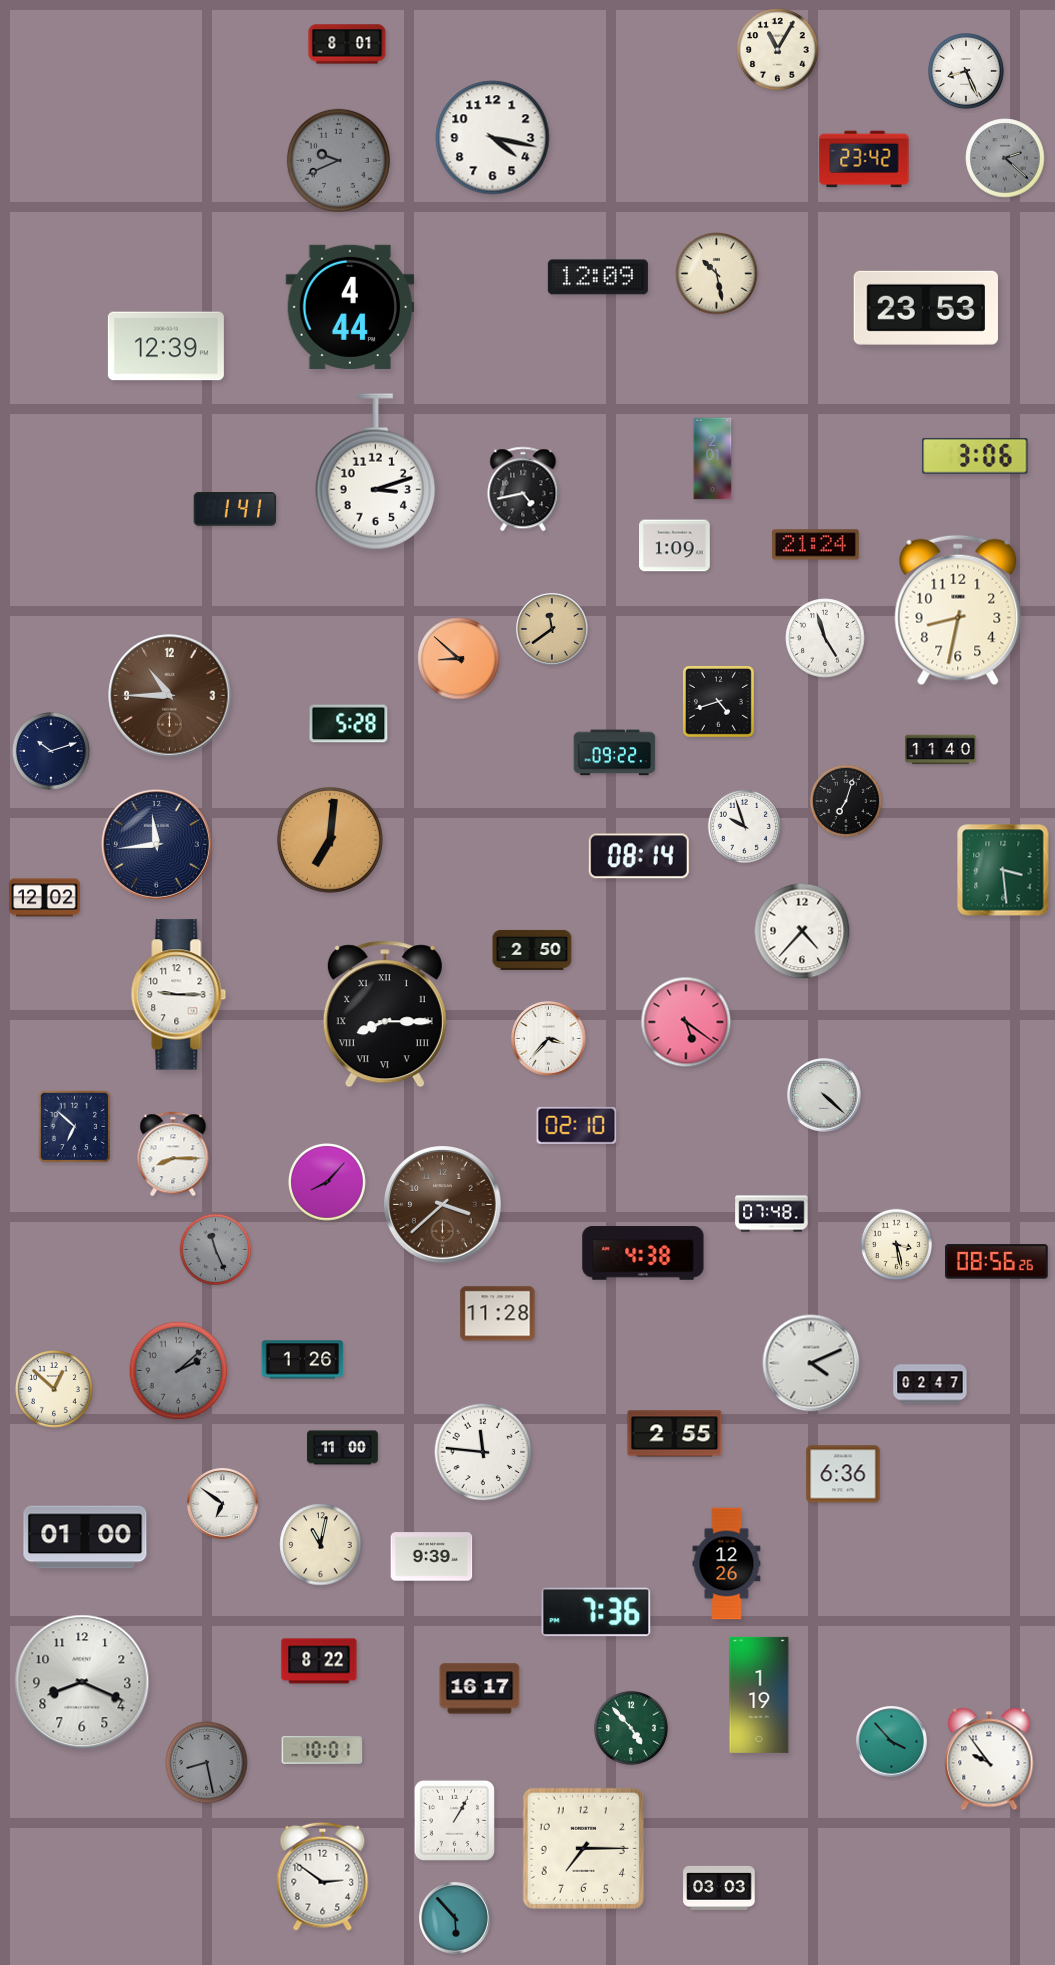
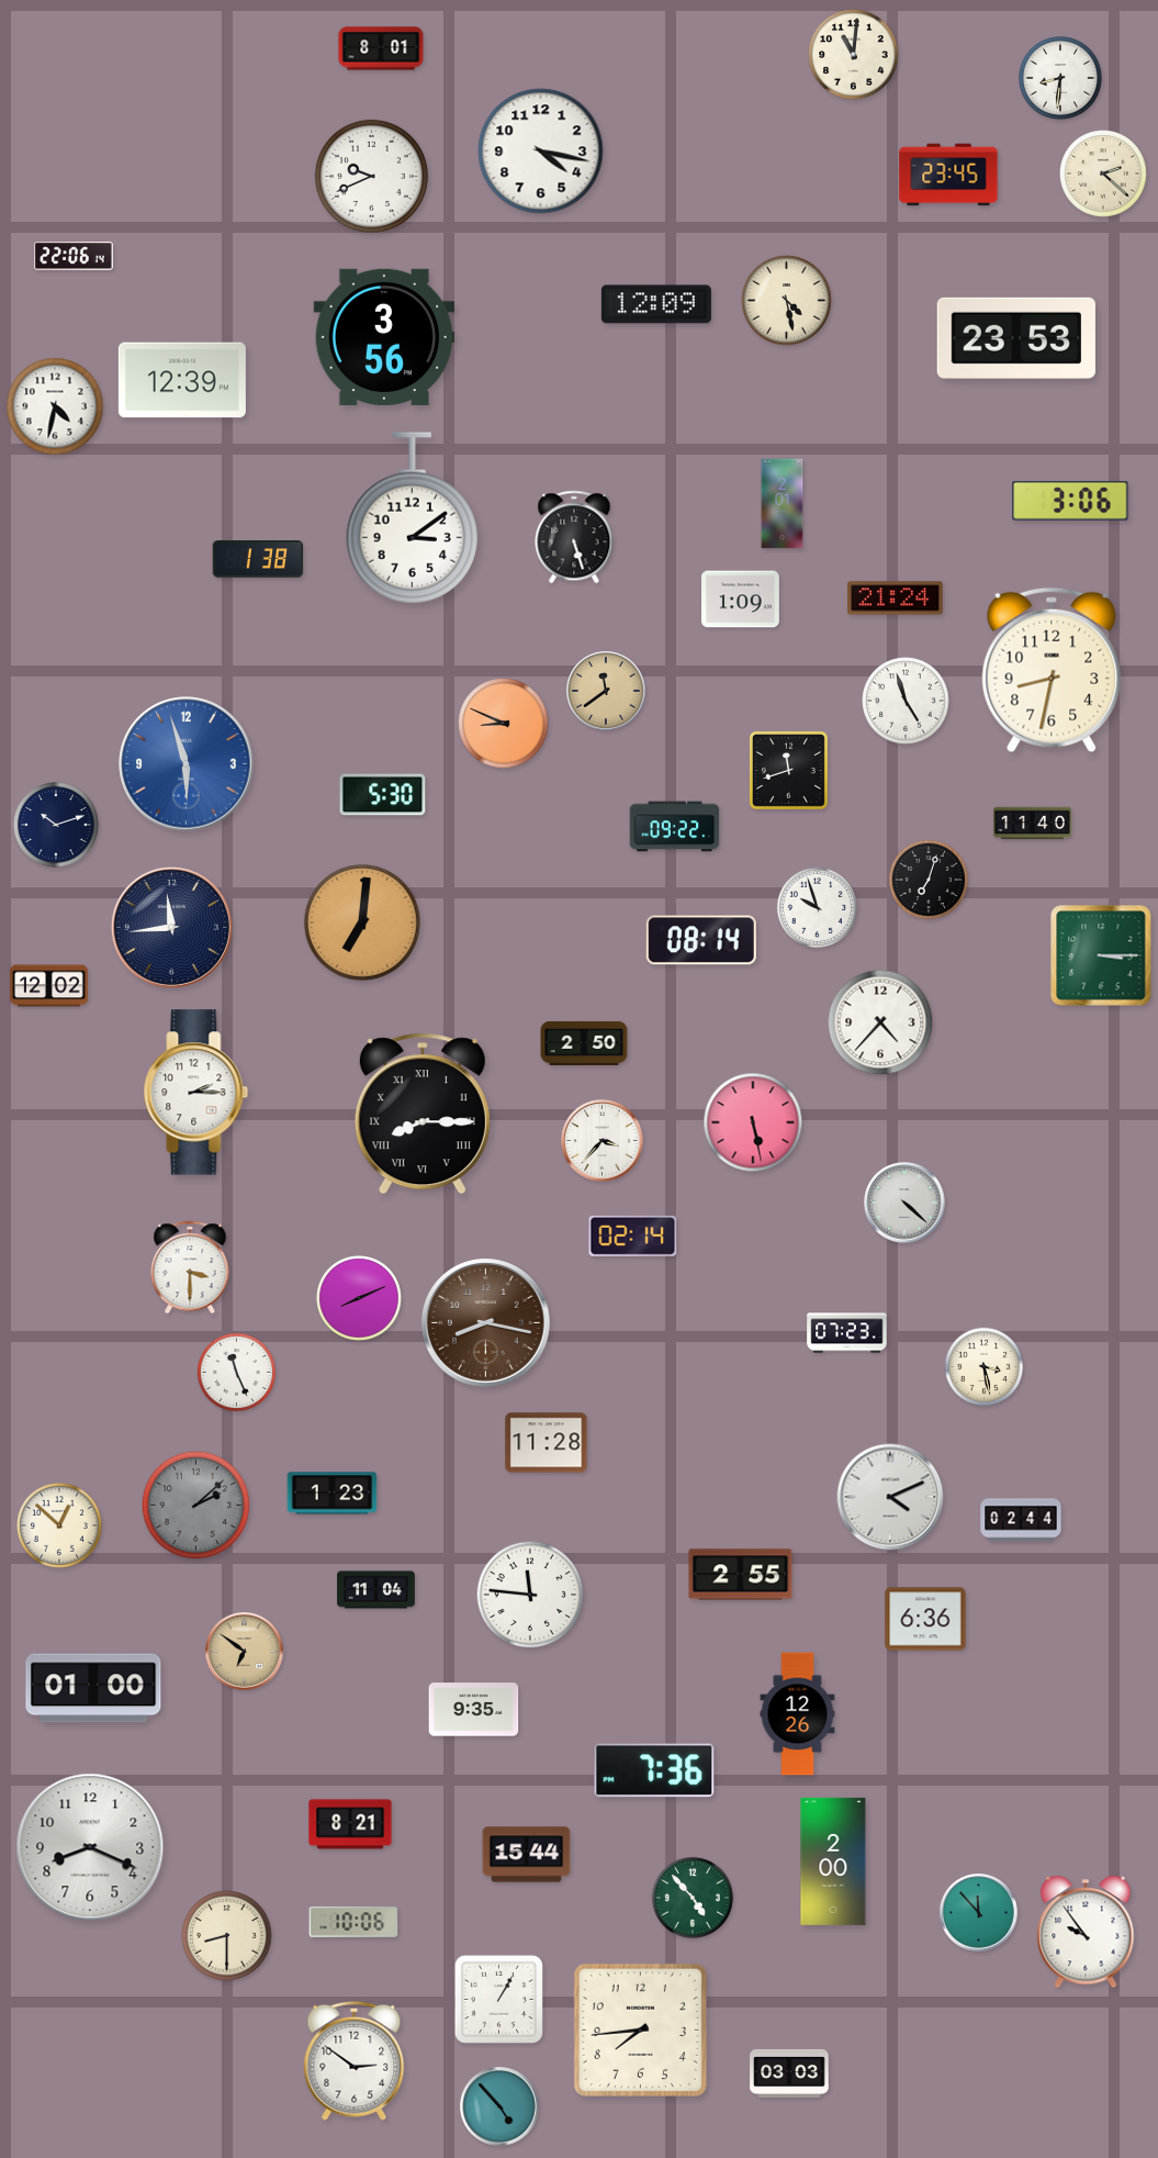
clock at (778, 50): 11:05 -> 11:01
clock at (966, 71): 8:26 -> 8:31
clock at (1005, 158) dial: grey -> cream
clock at (864, 159): 23:42 -> 23:45
clock at (338, 160) dial: grey -> white
clock at (74, 256): none -> 22:06
clock at (717, 274): 10:28 -> 4:28
clock at (350, 307): 4:44 -> 3:56
clock at (55, 406): none -> 4:32
clock at (376, 472): 3:12 -> 3:09
clock at (523, 489): 4:43 -> 5:27
clock at (235, 510): 1:41 -> 1:38
clock at (459, 659): 8:52 -> 8:49
clock at (170, 696): 10:45 -> 5:57
clock at (170, 696) dial: brown -> blue
clock at (718, 701): 4:42 -> 11:42
clock at (349, 724): 5:28 -> 5:30
clock at (1003, 870): 3:29 -> 3:15
clock at (179, 995): 9:15 -> 2:15
clock at (686, 1022): 5:21 -> 5:28
clock at (577, 1125): 02:10 -> 02:14
clock at (75, 1127): 6:52 -> none
clock at (173, 1154): 8:15 -> 3:30
clock at (328, 1183): 8:07 -> 8:11
clock at (443, 1205): 3:38 -> 8:17
clock at (772, 1214): 07:48 -> 07:23
clock at (216, 1250) dial: grey -> white
clock at (643, 1253): 4:38 -> none
clock at (997, 1262): 08:56 -> none
clock at (303, 1360): 1:26 -> 1:23
clock at (930, 1384): 02:47 -> 02:44
clock at (343, 1448): 11:00 -> 11:04
clock at (223, 1504) dial: white -> champagne
clock at (321, 1545): 11:02 -> none
clock at (432, 1557): 9:39 -> 9:35
clock at (727, 1564) position: (727, 1564) -> (798, 1714)
clock at (319, 1661): 8:22 -> 8:21
clock at (480, 1689): 16:17 -> 15:44
clock at (759, 1695): 1:19 -> 2:00
clock at (892, 1742): 3:53 -> 11:53
clock at (322, 1750): 10:01 -> 10:06
clock at (207, 1763): 8:28 -> 8:30
clock at (207, 1763) dial: grey -> cream
clock at (583, 1848): 7:15 -> 7:44
clock at (455, 1918): 5:53 -> 4:53
